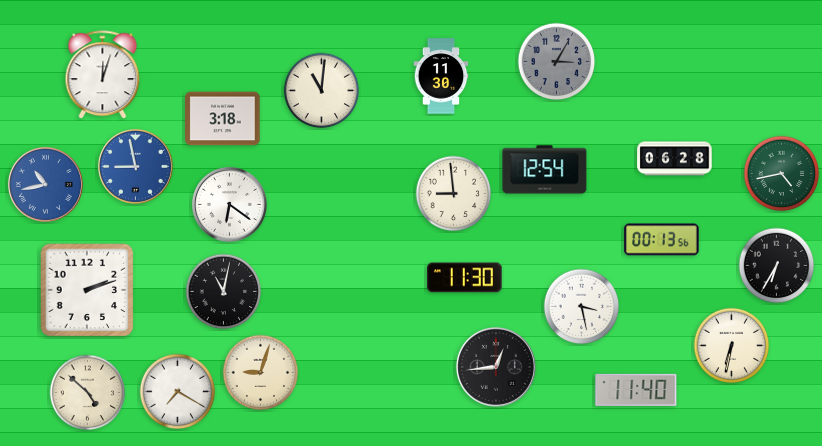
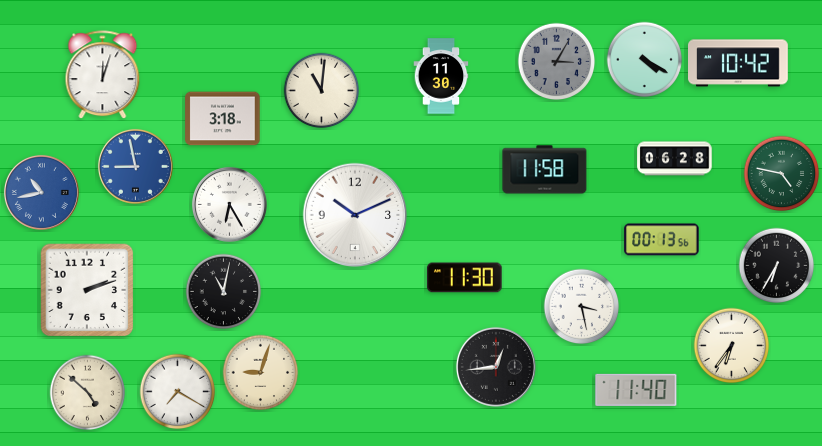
clock at (645, 60): none -> 4:20
clock at (739, 63): none -> 10:42
clock at (545, 170): 12:54 -> 11:58
clock at (782, 174): 4:43 -> 4:47
clock at (45, 184) position: (45, 184) -> (41, 192)
clock at (454, 194): 8:59 -> none
clock at (229, 204): 6:21 -> 6:25
clock at (355, 215): none -> 10:11
clock at (732, 346): 6:32 -> 6:36
